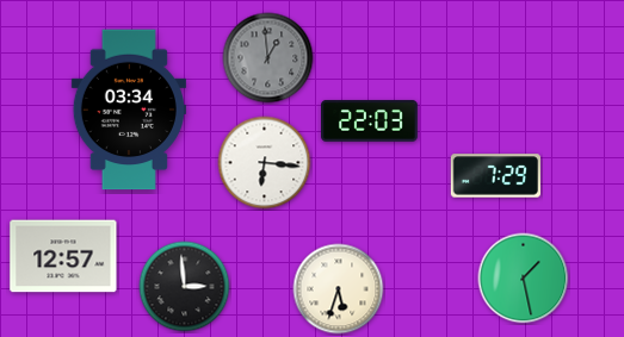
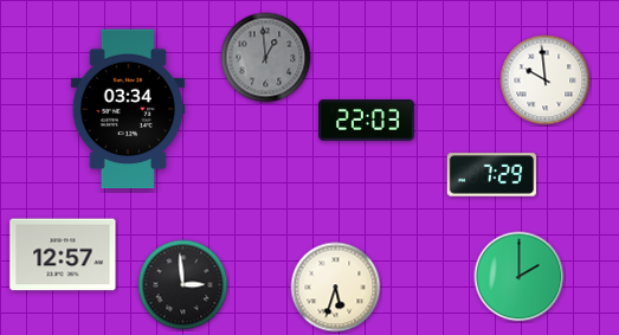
clock at (546, 80): none -> 9:59
clock at (265, 163): 6:16 -> none
clock at (524, 279): 1:28 -> 2:00
